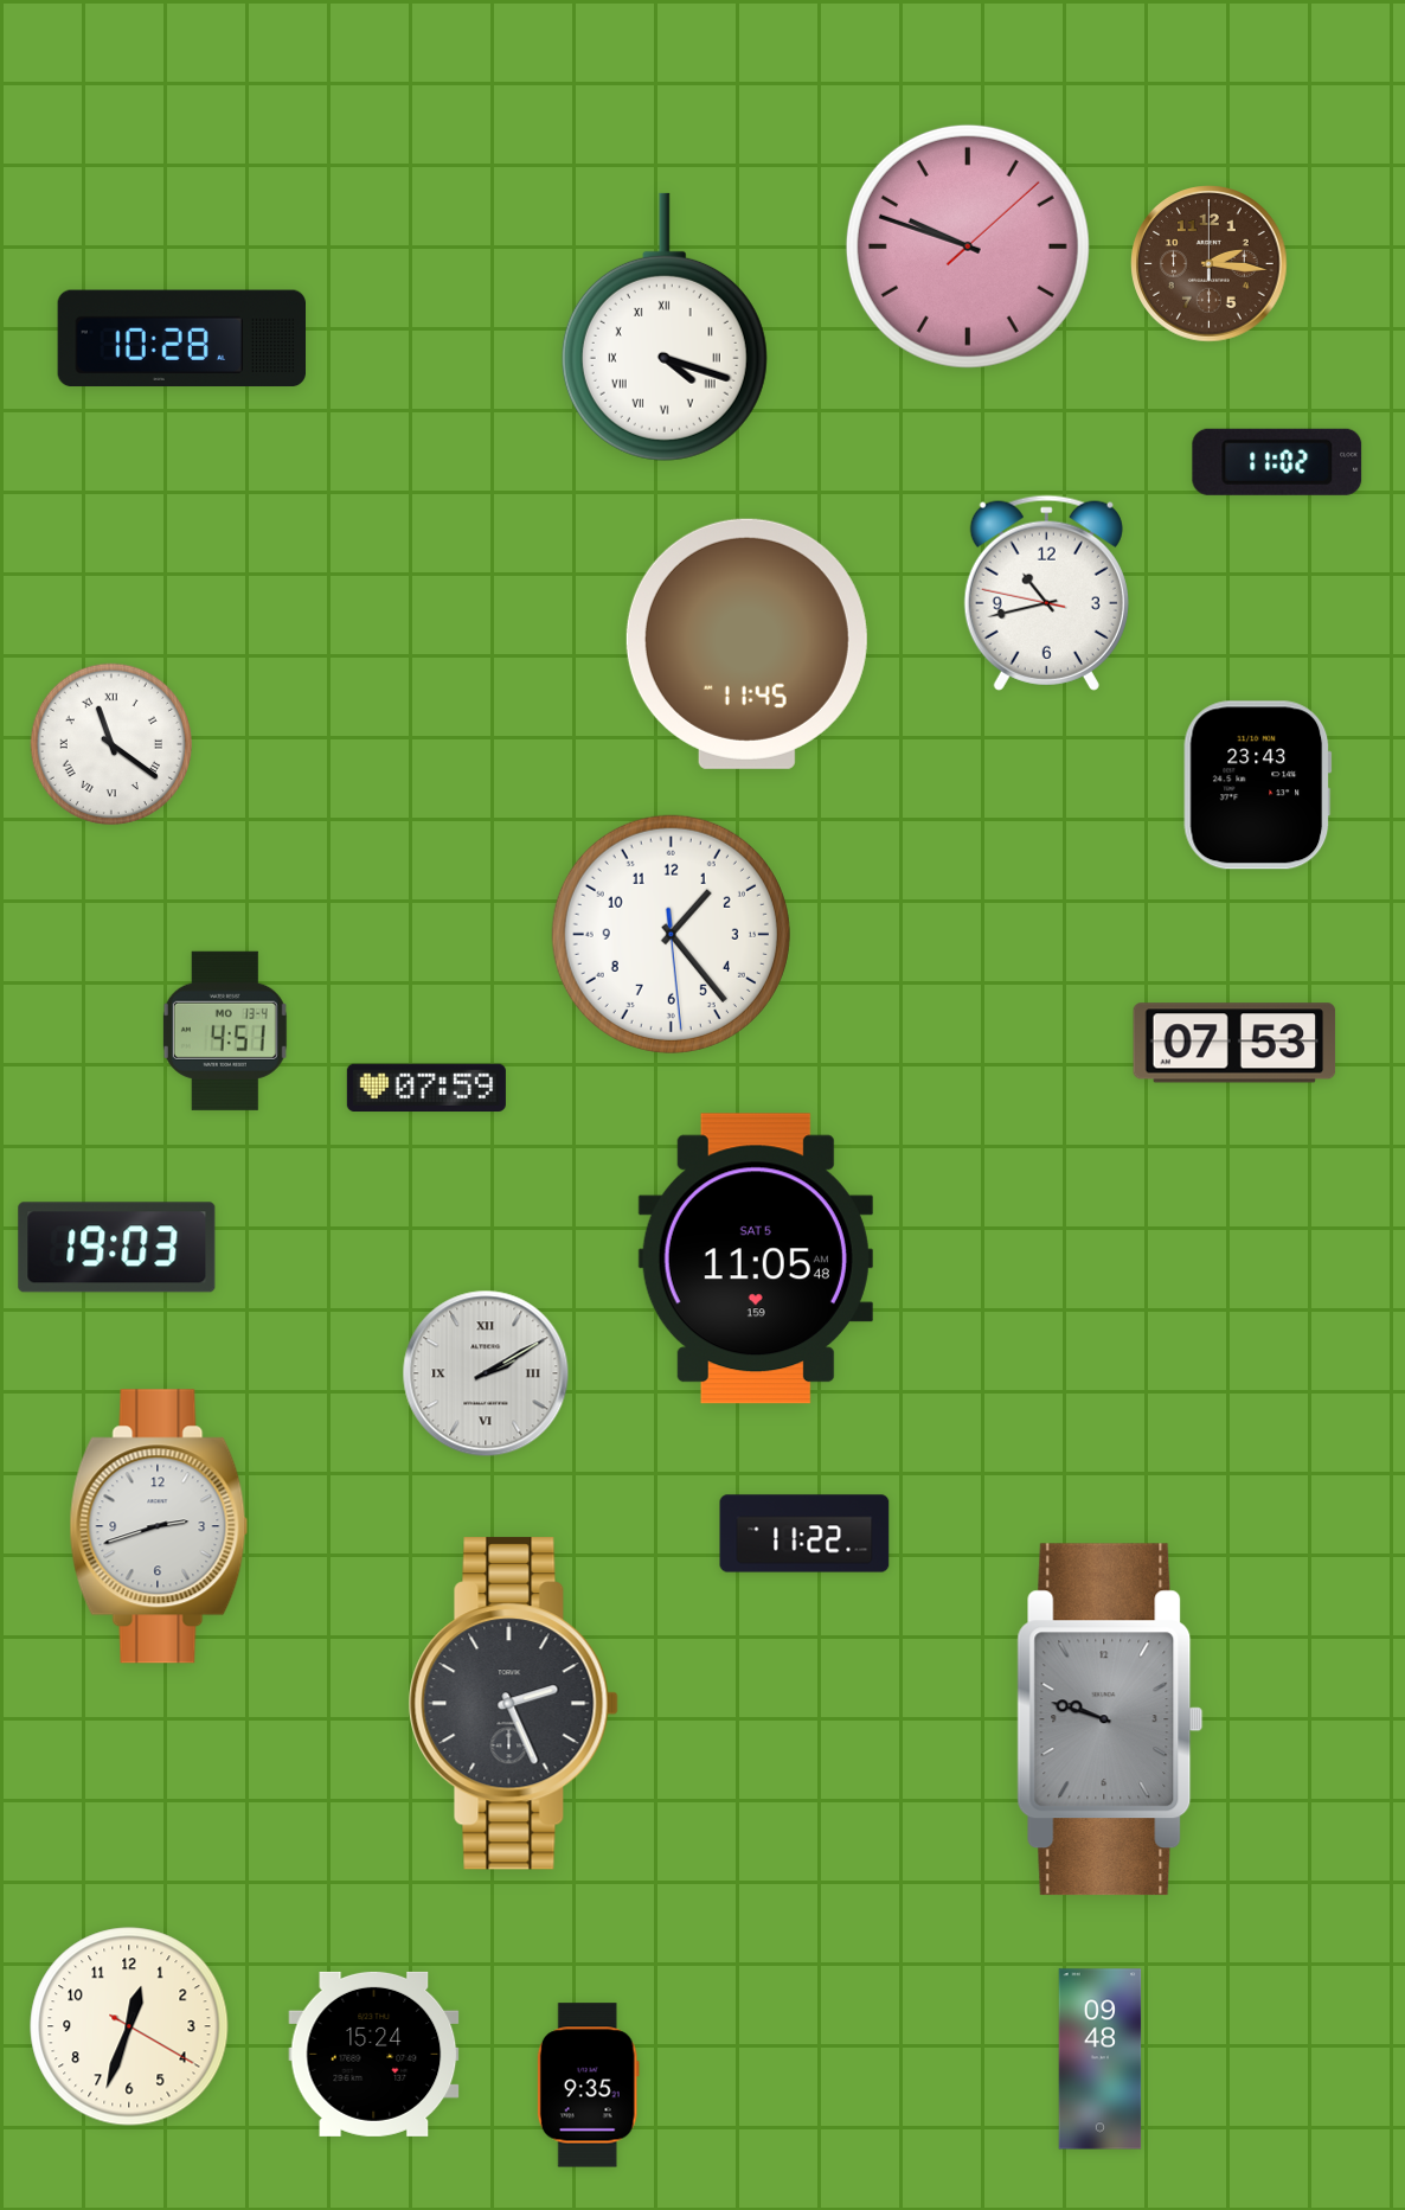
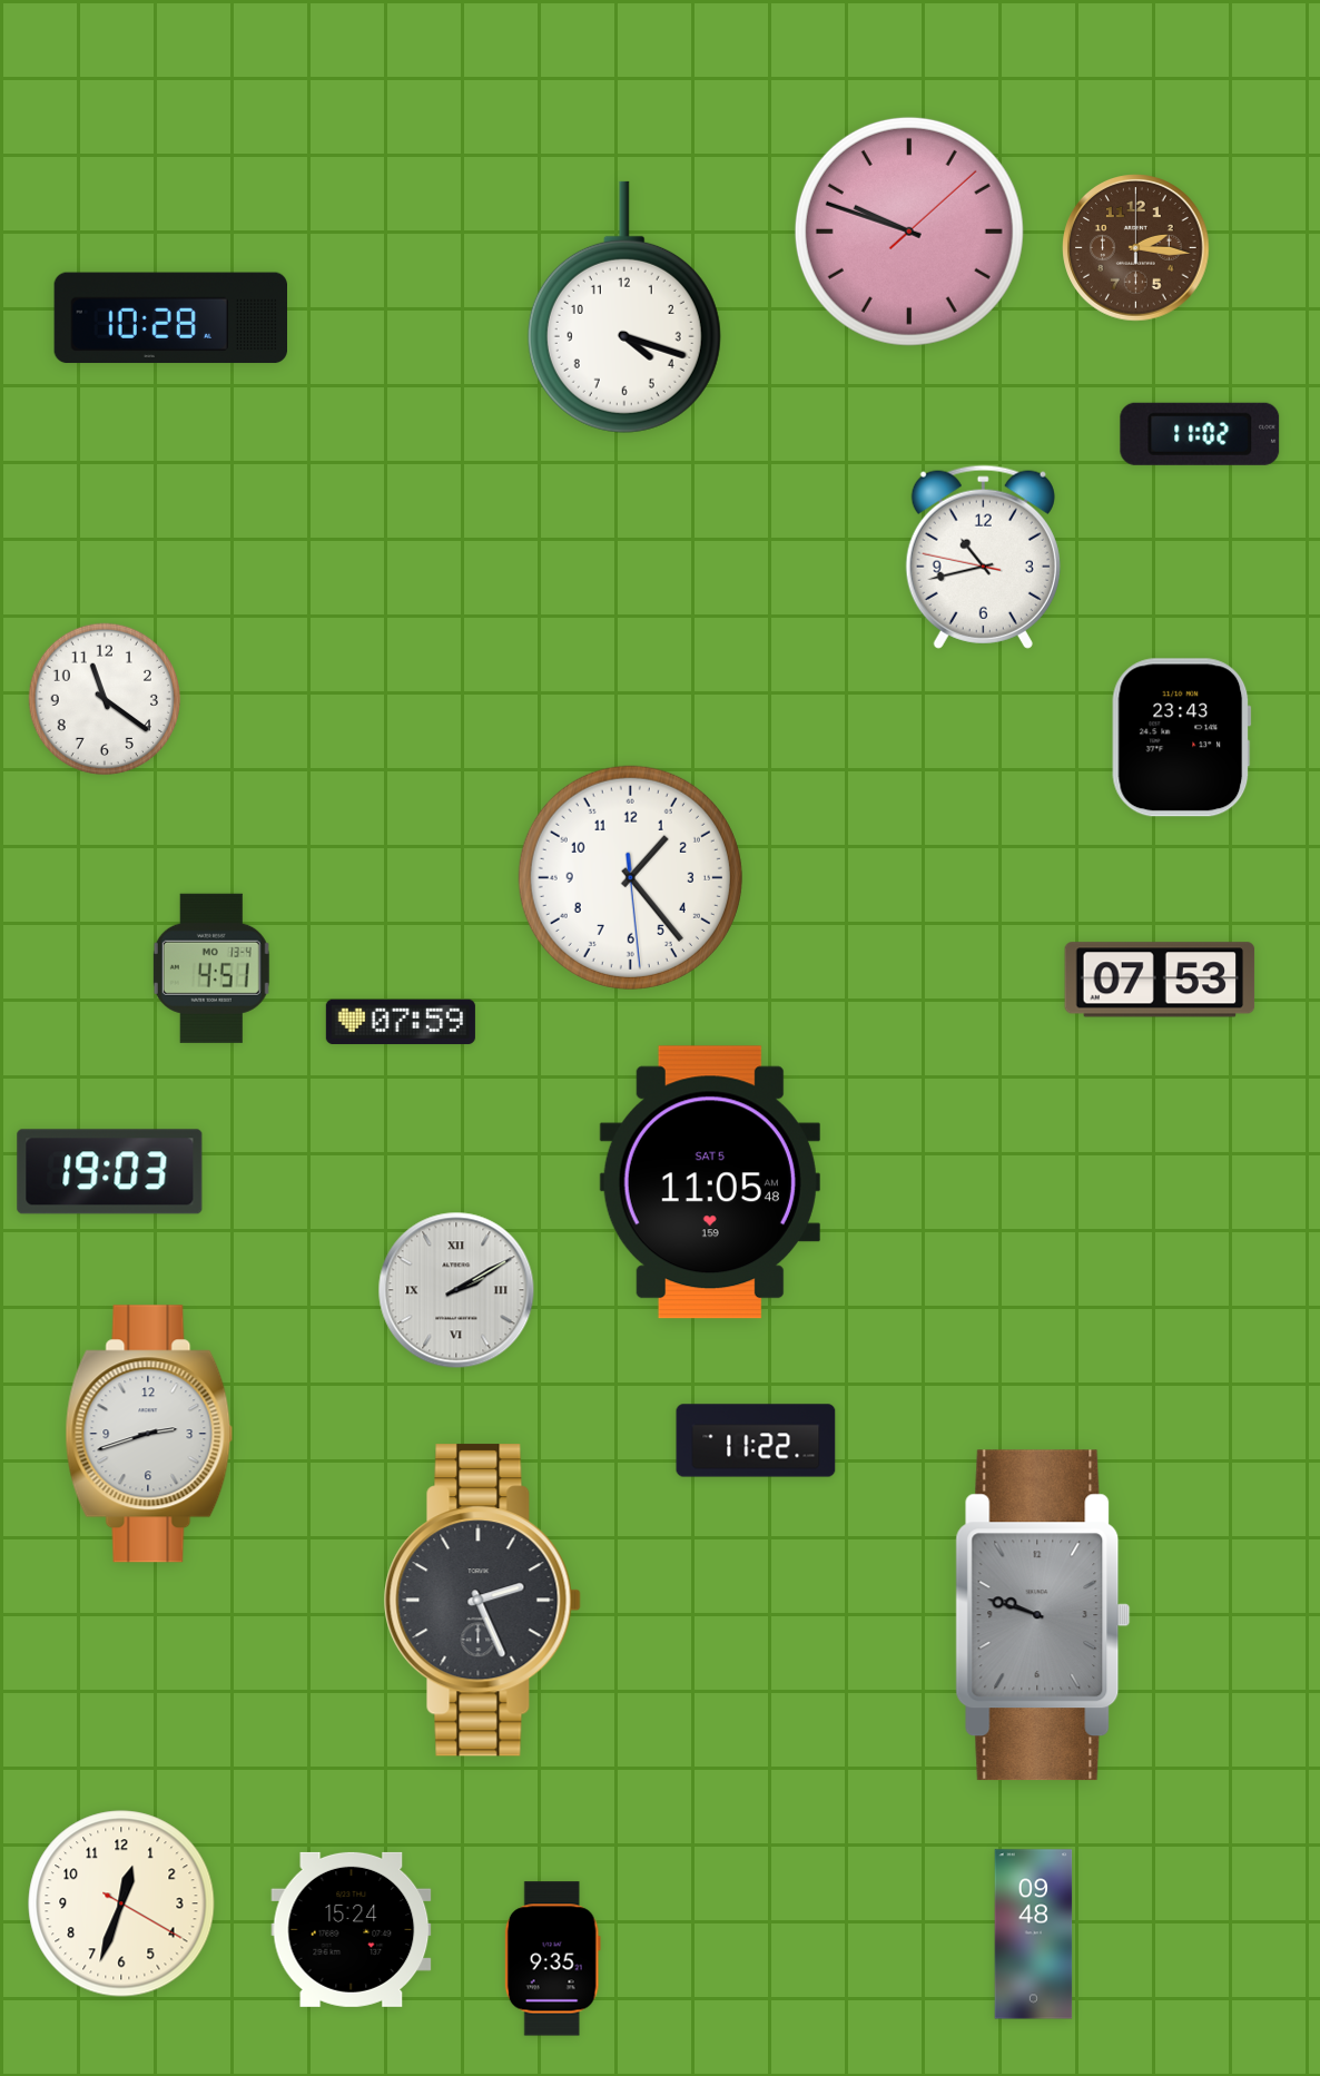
clock at (665, 327) numerals: Roman -> Arabic
clock at (746, 643): 11:45 -> none
clock at (110, 743) numerals: Roman -> Arabic
